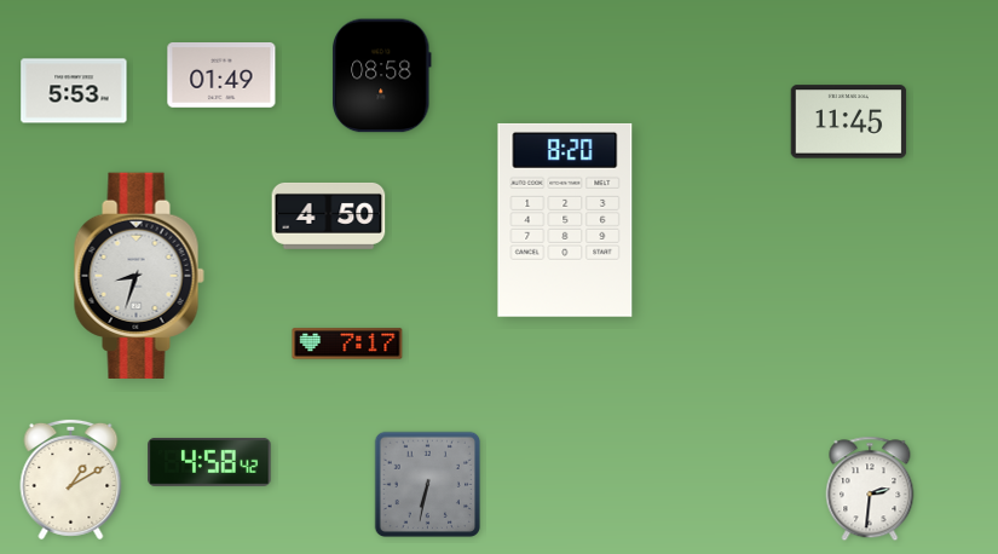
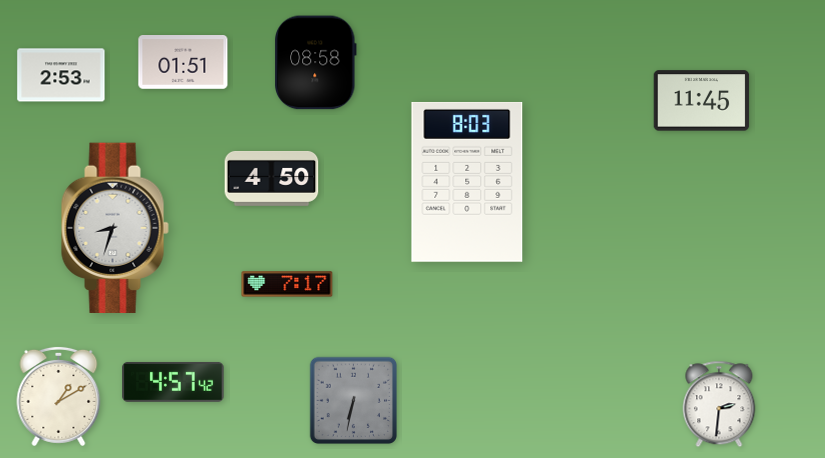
clock at (221, 76): 01:49 -> 01:51
clock at (74, 91): 5:53 -> 2:53
clock at (565, 220): 8:20 -> 8:03
clock at (209, 462): 4:58 -> 4:57
